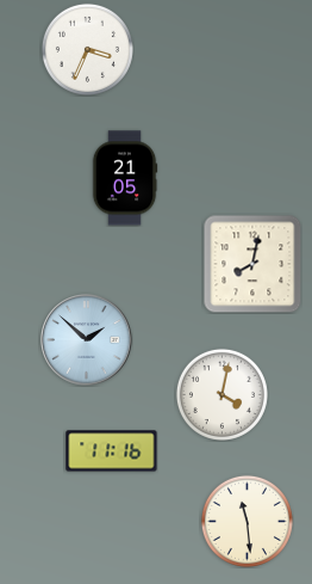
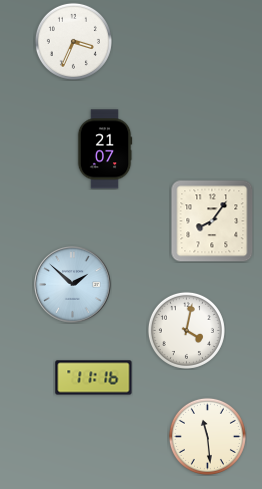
clock at (125, 178): 21:05 -> 21:07
clock at (252, 264): 8:02 -> 8:06
